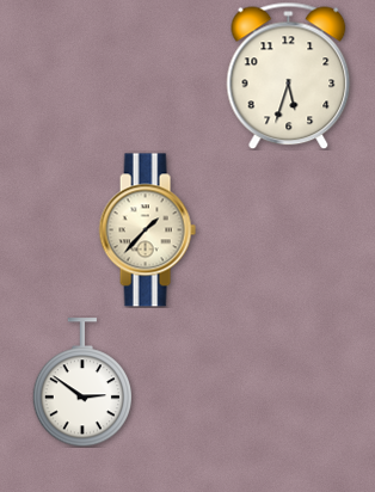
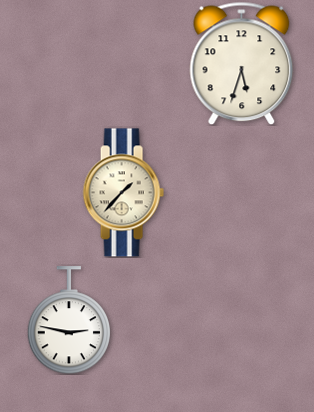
clock at (81, 382): 2:51 -> 2:47
